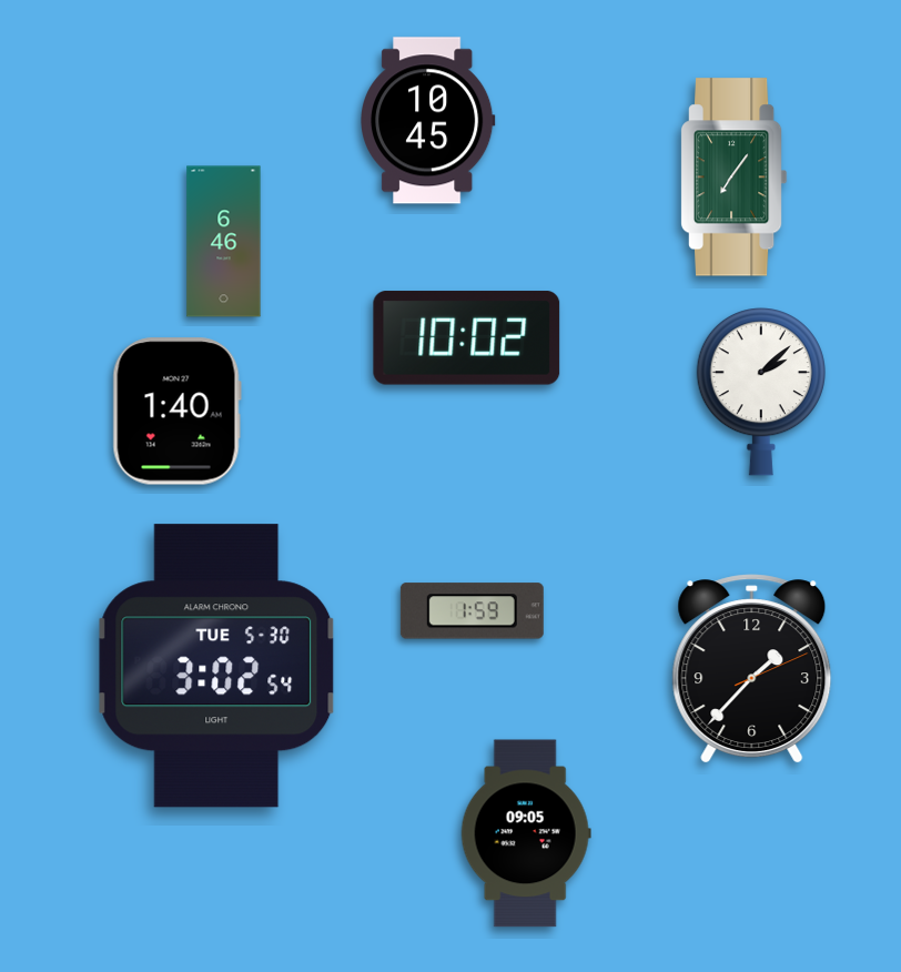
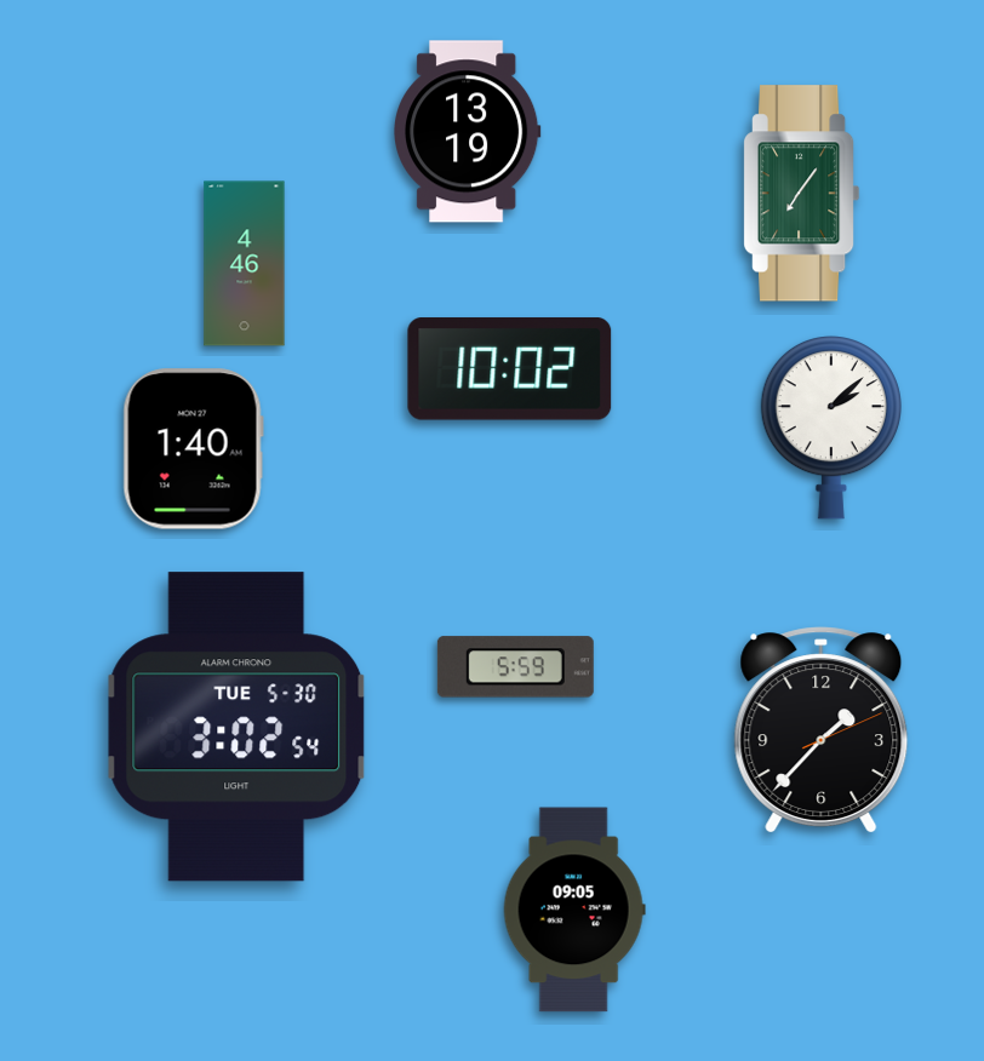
clock at (428, 121): 10:45 -> 13:19
clock at (224, 242): 6:46 -> 4:46
clock at (472, 611): 1:59 -> 5:59
